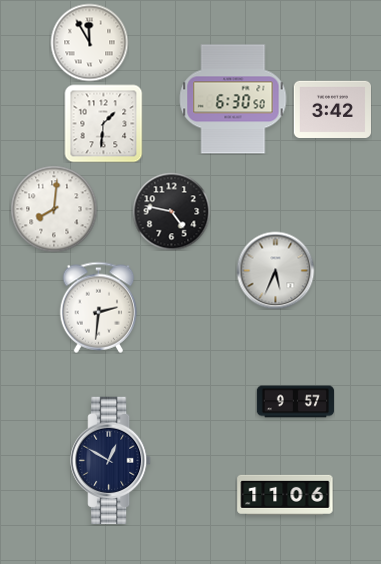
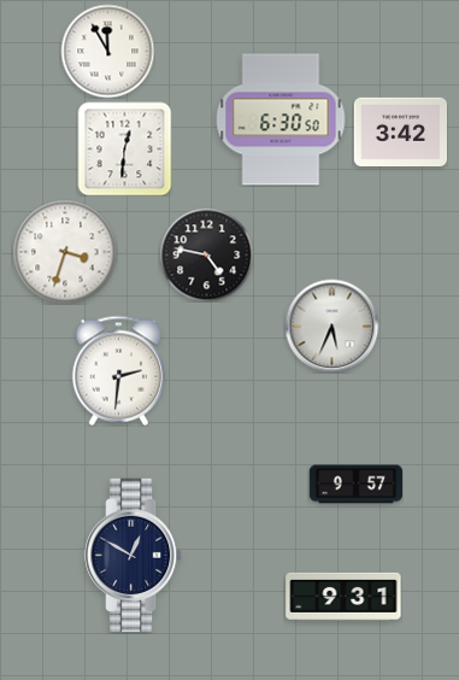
clock at (103, 123): 1:31 -> 12:31
clock at (54, 209): 8:01 -> 3:33
clock at (285, 495): 11:06 -> 9:31
